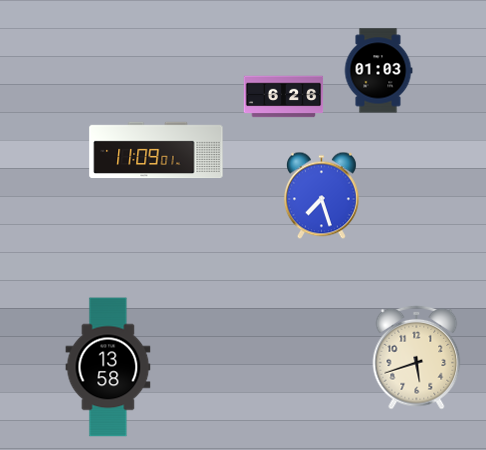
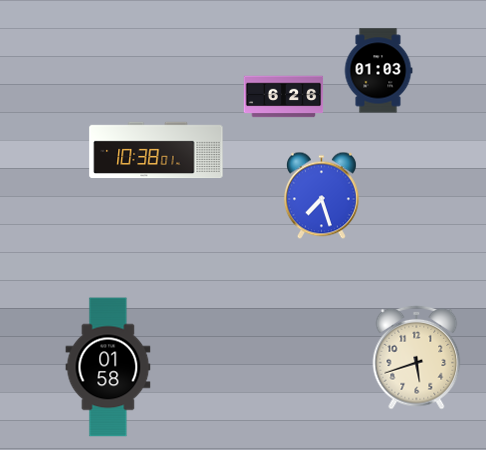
clock at (156, 150): 11:09 -> 10:38
clock at (108, 367): 13:58 -> 01:58
